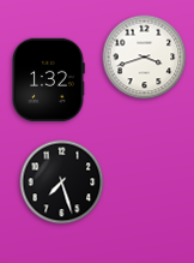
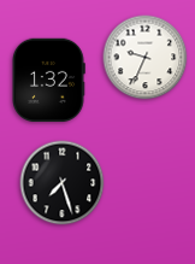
clock at (145, 58): 3:42 -> 9:34
